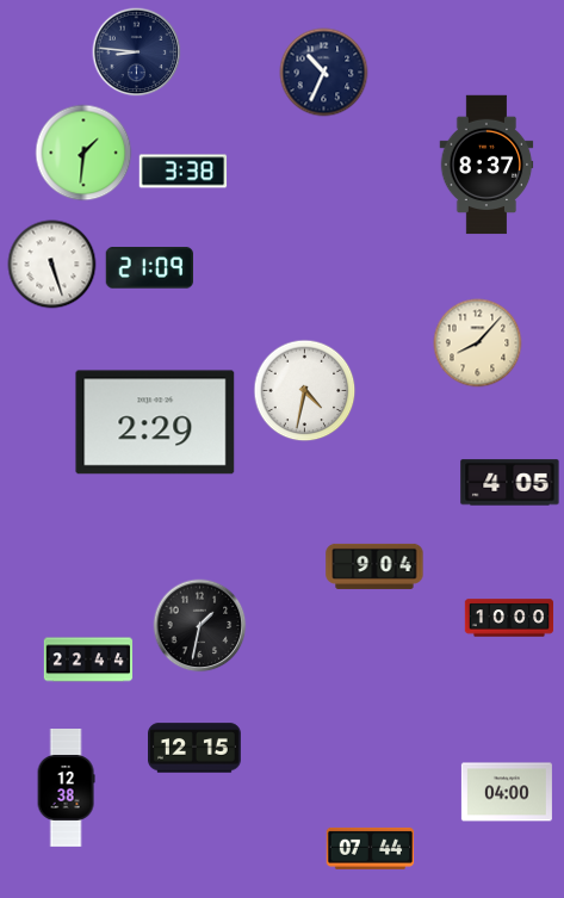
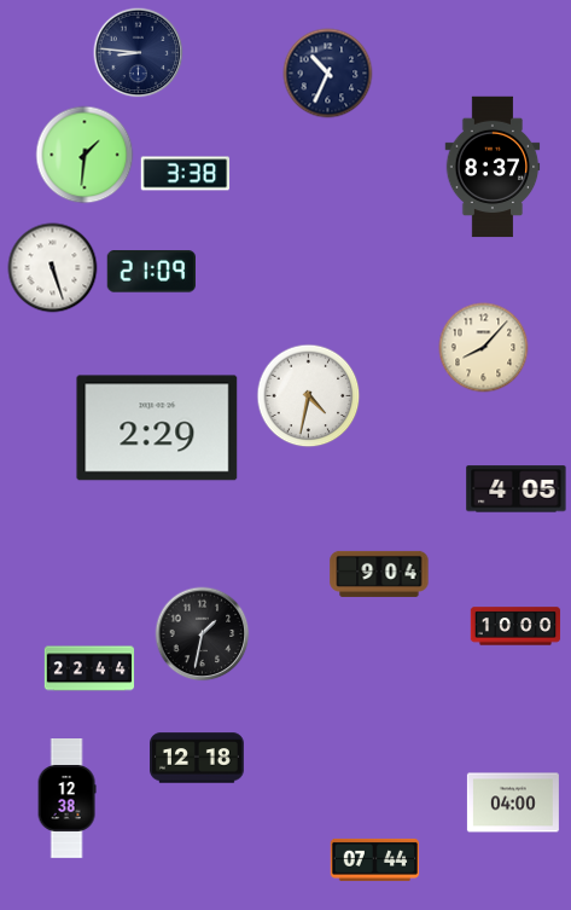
clock at (196, 748): 12:15 -> 12:18
